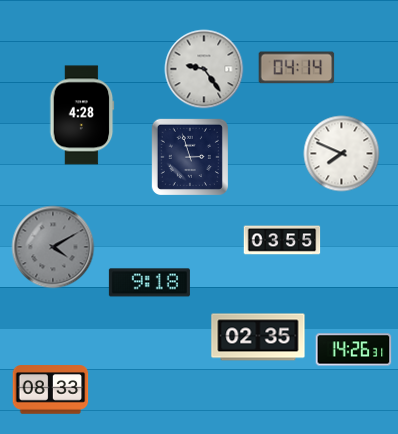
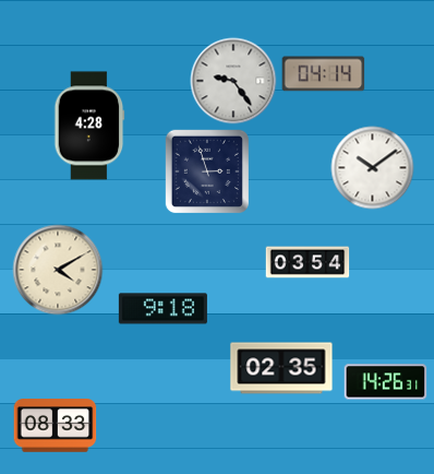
clock at (204, 69) position: (204, 69) -> (233, 81)
clock at (342, 154): 7:49 -> 10:09
clock at (282, 240): 03:55 -> 03:54
clock at (53, 247) dial: grey -> cream
